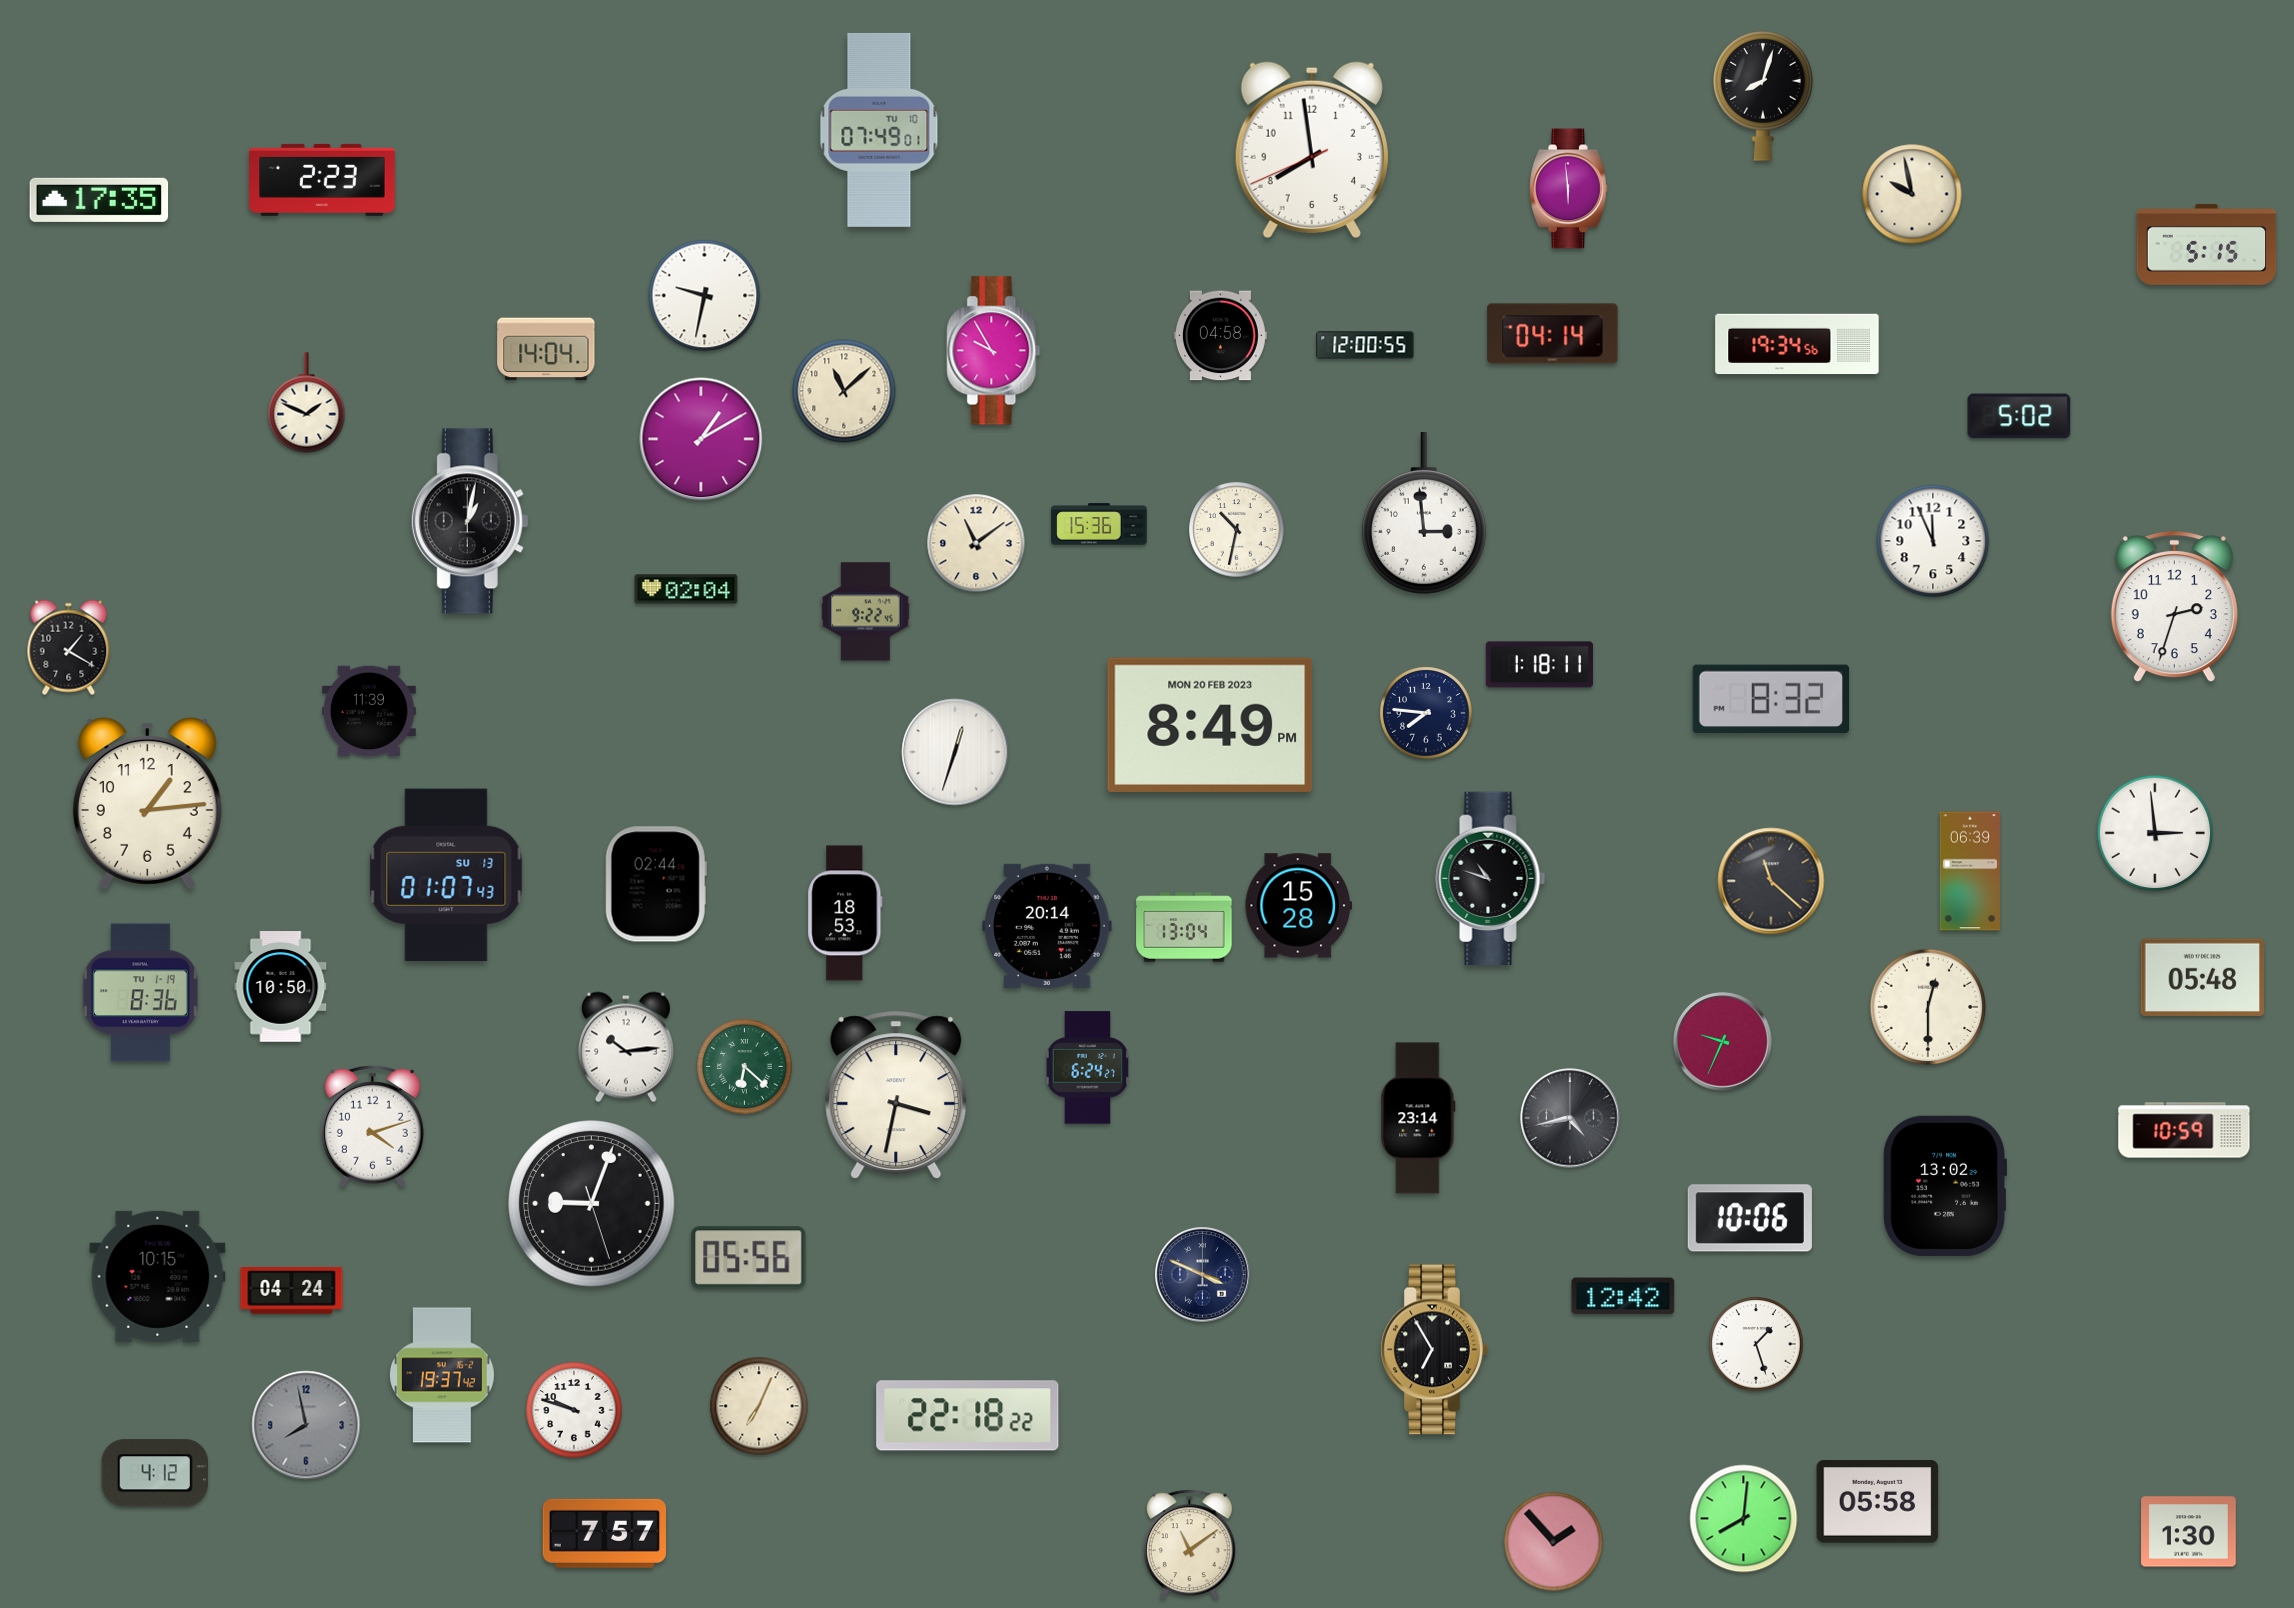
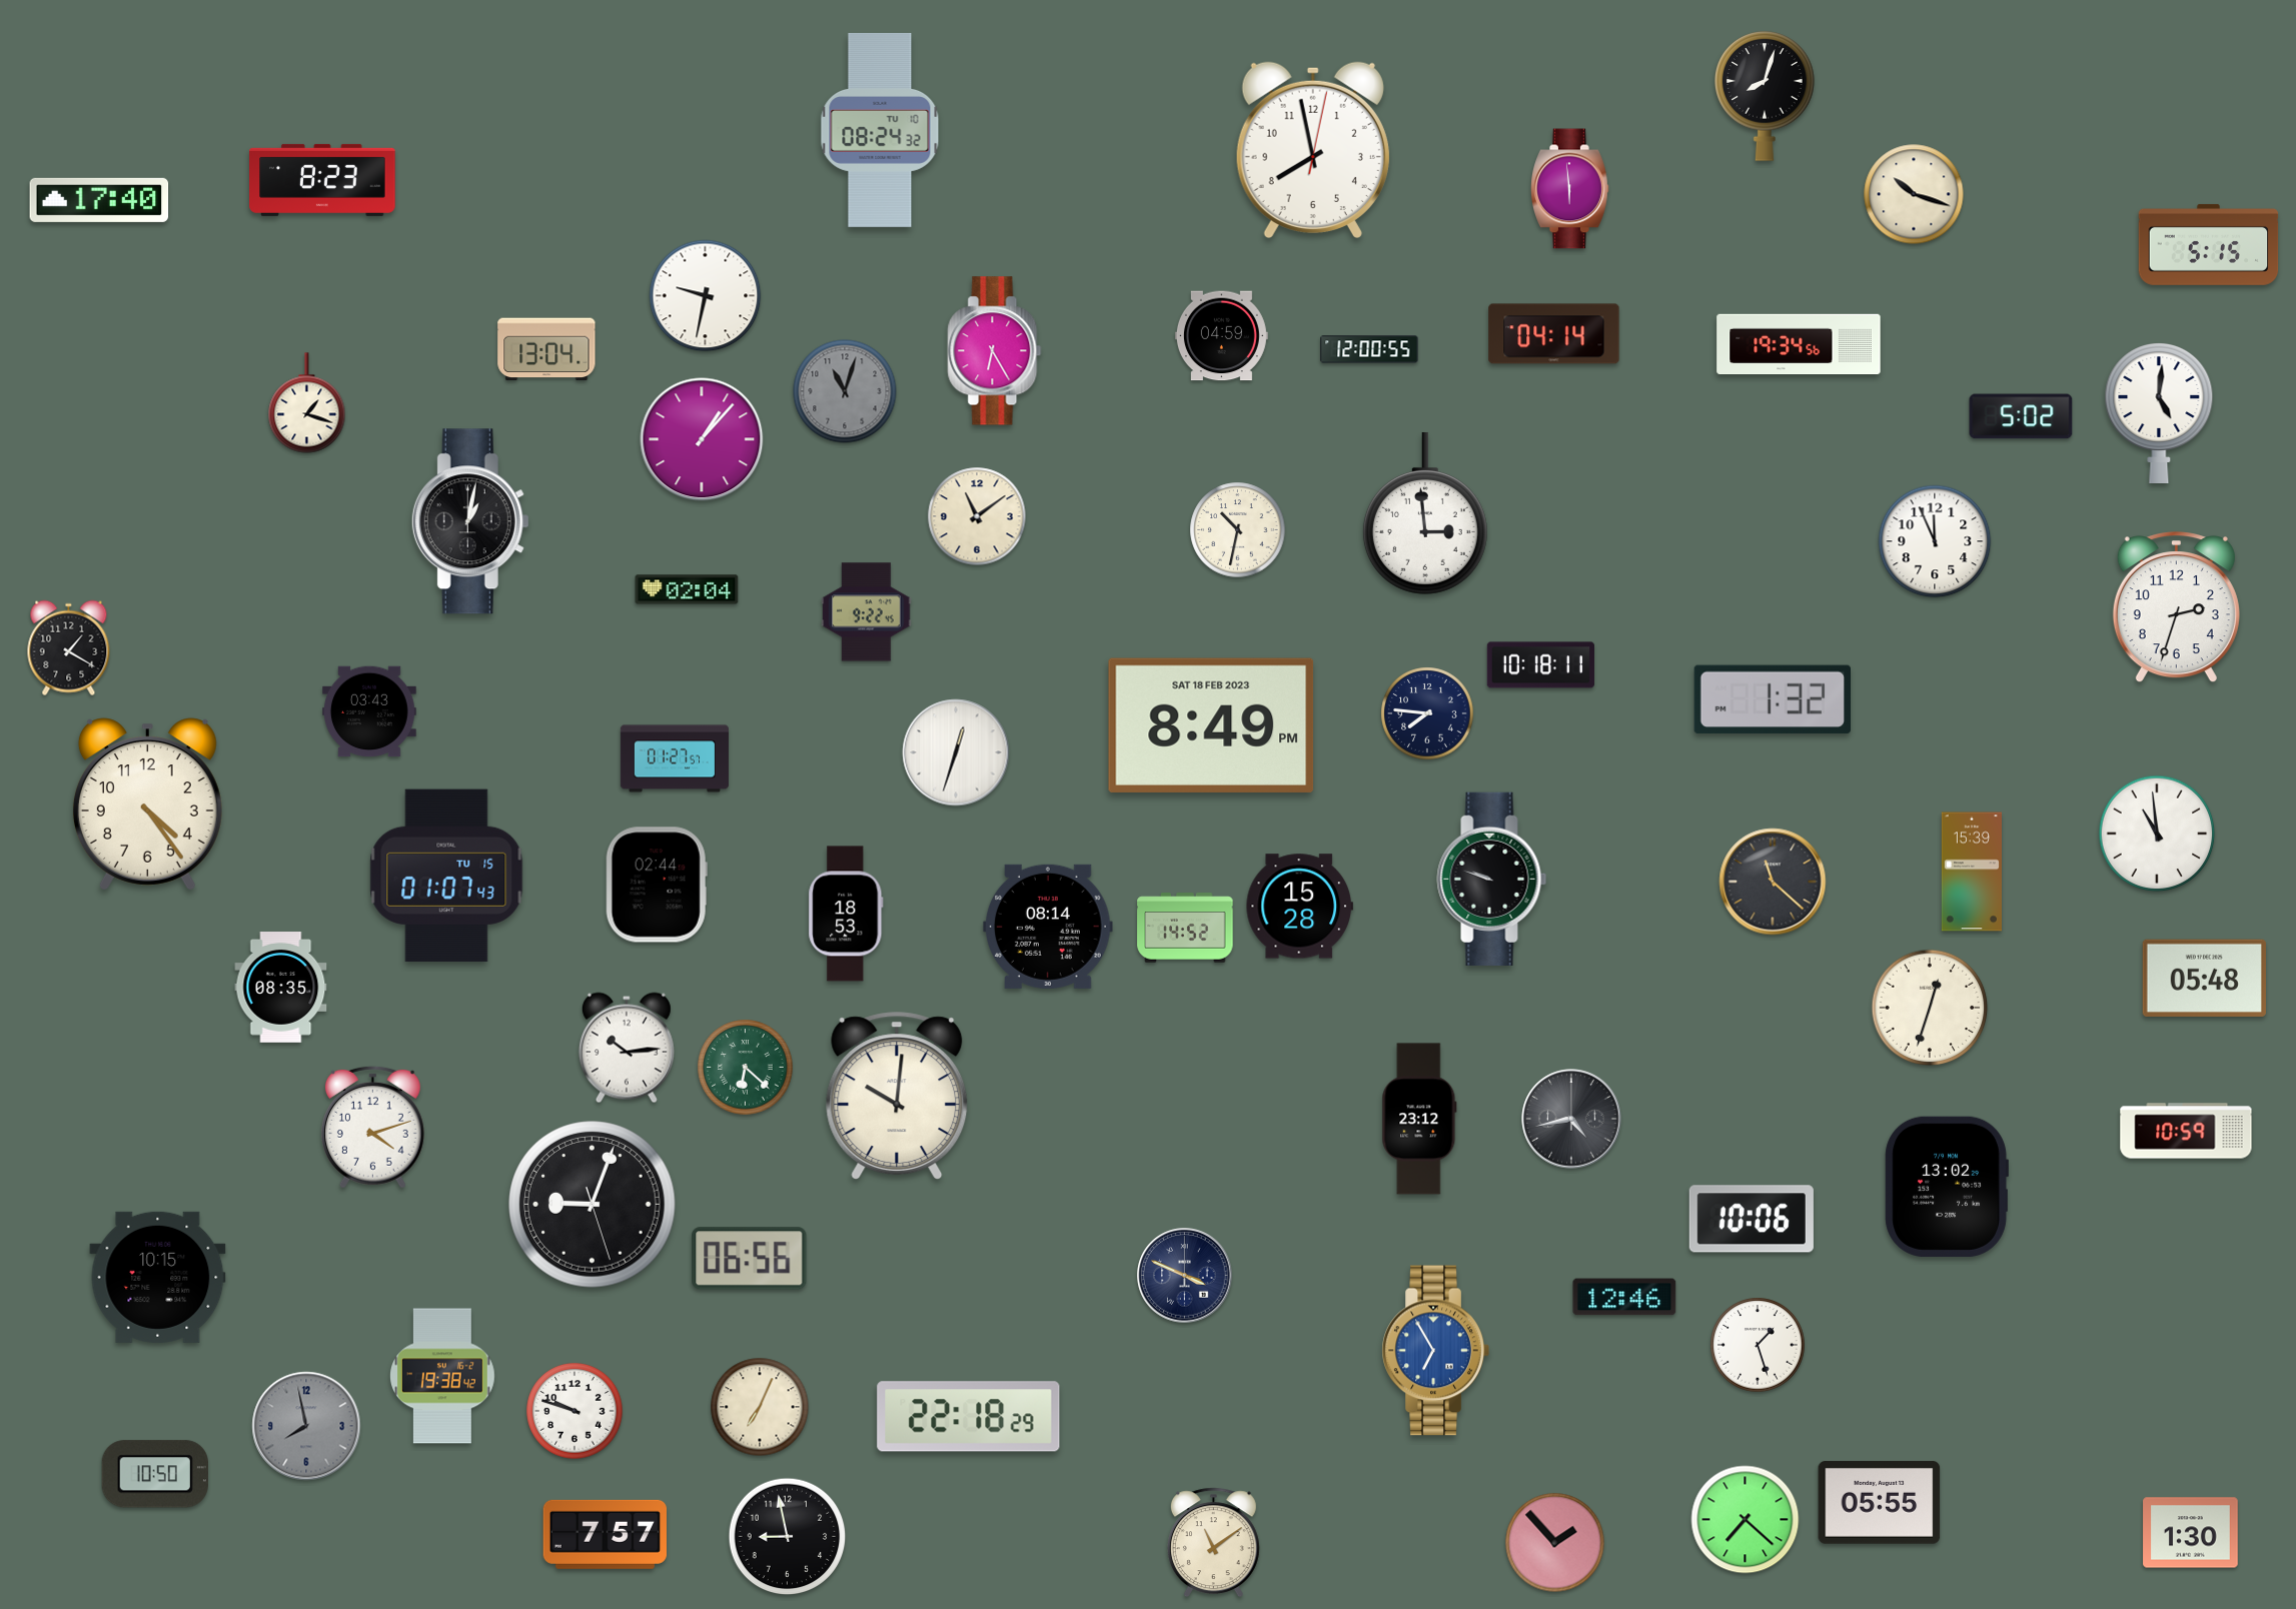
clock at (879, 130): 07:49 -> 08:24
clock at (1312, 149): 7:58:41 -> 7:58:02
clock at (322, 180): 2:23 -> 8:23
clock at (1912, 194): 9:58 -> 10:18
clock at (99, 200): 17:35 -> 17:40
clock at (1220, 336): 04:58 -> 04:59
clock at (1365, 345) position: (1365, 345) -> (1369, 349)
clock at (546, 349): 14:04 -> 13:04
clock at (994, 351): 9:55 -> 6:25
clock at (844, 391): 11:08 -> 11:03
clock at (844, 391) dial: cream -> grey
clock at (307, 403): 1:49 -> 1:18
clock at (2159, 413): none -> 5:01
clock at (701, 439): 1:10 -> 1:07
clock at (1099, 524): 15:36 -> none
clock at (976, 543) position: (976, 543) -> (977, 516)
clock at (1539, 665): 1:18 -> 10:18
clock at (1770, 699): 8:32 -> 1:32
clock at (370, 711): 11:39 -> 03:43
clock at (1210, 725) date: MON 20 FEB 2023 -> SAT 18 FEB 2023
clock at (675, 758): none -> 01:27
clock at (147, 804): 1:14 -> 4:24
clock at (2155, 833): 2:59 -> 10:59
clock at (1970, 871): 06:39 -> 15:39
clock at (446, 875) date: SU 13 -> TU 15
clock at (1491, 878): 10:48 -> 9:48
clock at (1047, 926): 20:14 -> 08:14
clock at (1184, 927): 13:04 -> 14:52
clock at (281, 987): 10:50 -> 08:35
clock at (140, 993): 8:36 -> none
clock at (1928, 1007): 12:30 -> 12:33
clock at (1723, 1042): 9:34 -> none
clock at (1088, 1068): 6:24 -> none
clock at (896, 1096): 3:32 -> 10:01
clock at (1418, 1118): 23:14 -> 23:12
clock at (749, 1258): 05:56 -> 06:56
clock at (1203, 1275) position: (1203, 1275) -> (1185, 1276)
clock at (292, 1291): 04:24 -> none
clock at (1623, 1296): 12:42 -> 12:46
clock at (1434, 1350) dial: black -> blue
clock at (443, 1375): 19:37 -> 19:38
clock at (968, 1416): 22:18:22 -> 22:18:29
clock at (155, 1473): 4:12 -> 10:50
clock at (1878, 1502): 05:58 -> 05:55
clock at (1744, 1519): 8:01 -> 7:22
clock at (788, 1537): none -> 8:58
clock at (1189, 1545) position: (1189, 1545) -> (1213, 1543)
